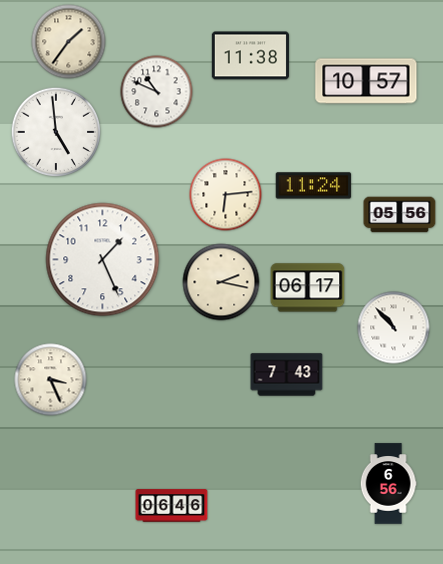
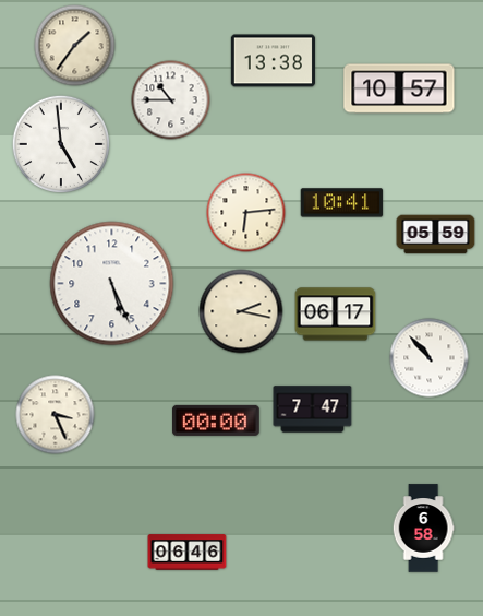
clock at (250, 56): 11:38 -> 13:38
clock at (157, 92): 10:49 -> 10:45
clock at (314, 186): 11:24 -> 10:41
clock at (400, 215): 05:56 -> 05:59
clock at (103, 260): 1:26 -> 5:26
clock at (221, 282) position: (221, 282) -> (241, 311)
clock at (287, 375): 7:43 -> 7:47
clock at (217, 420): none -> 00:00
clock at (388, 484): 6:56 -> 6:58
